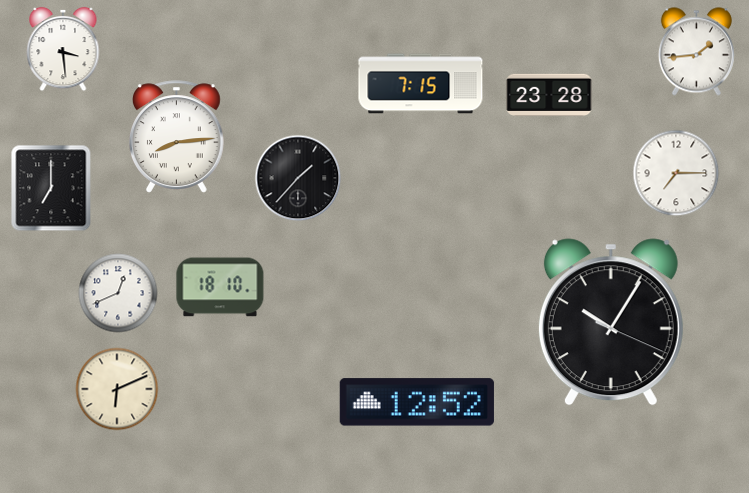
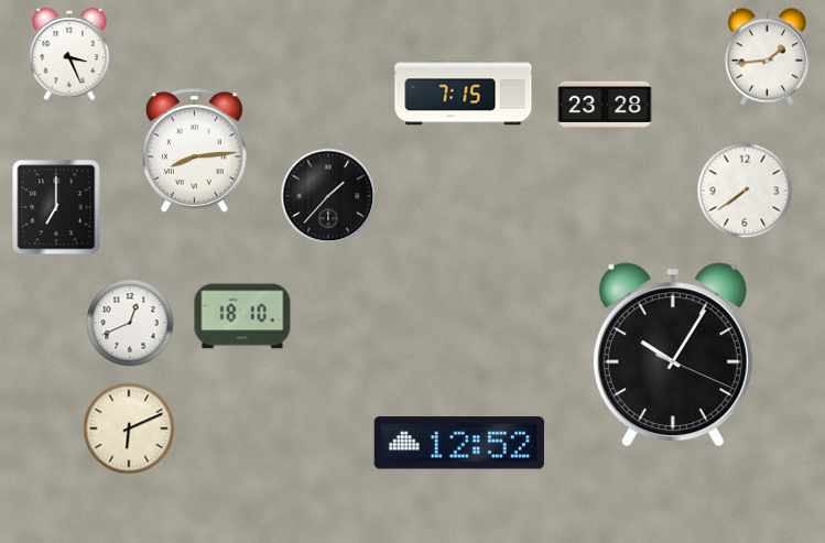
clock at (63, 49): 3:29 -> 3:26
clock at (676, 173): 7:15 -> 7:39
